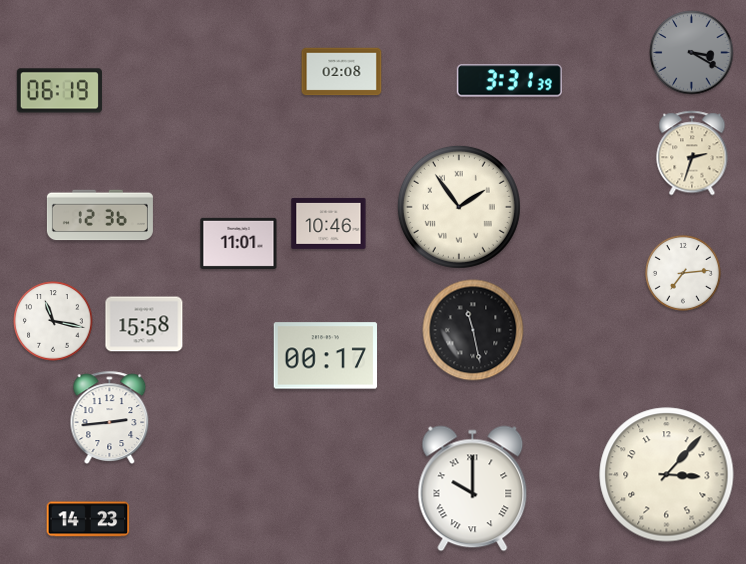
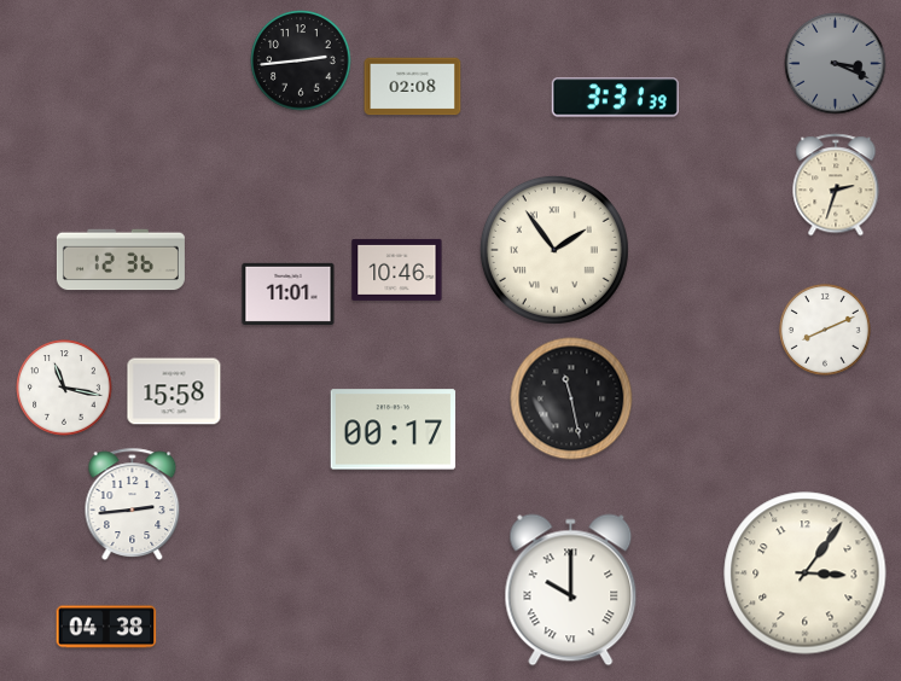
clock at (301, 60): none -> 2:44
clock at (692, 53): 3:20 -> 3:19
clock at (59, 91): 06:19 -> none
clock at (683, 273): 7:14 -> 8:11
clock at (667, 475): 3:07 -> 3:06
clock at (88, 519): 14:23 -> 04:38
